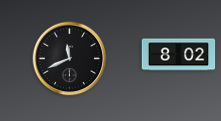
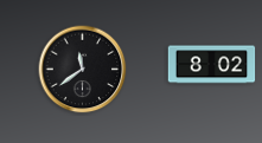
clock at (70, 59): 11:41 -> 11:39
